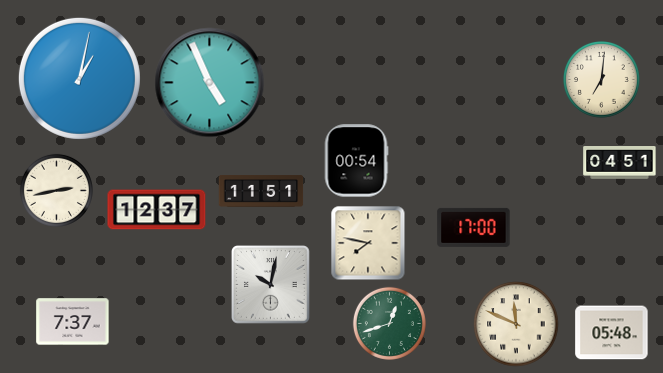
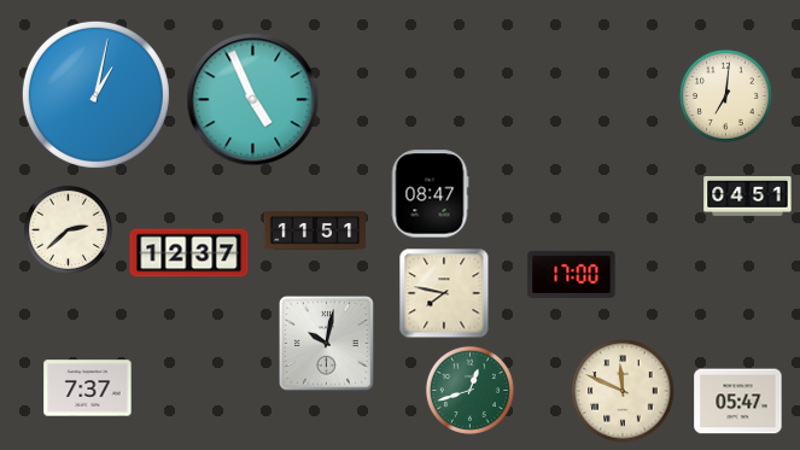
clock at (356, 161): 00:54 -> 08:47
clock at (56, 190): 2:43 -> 2:38
clock at (612, 333): 05:48 -> 05:47
